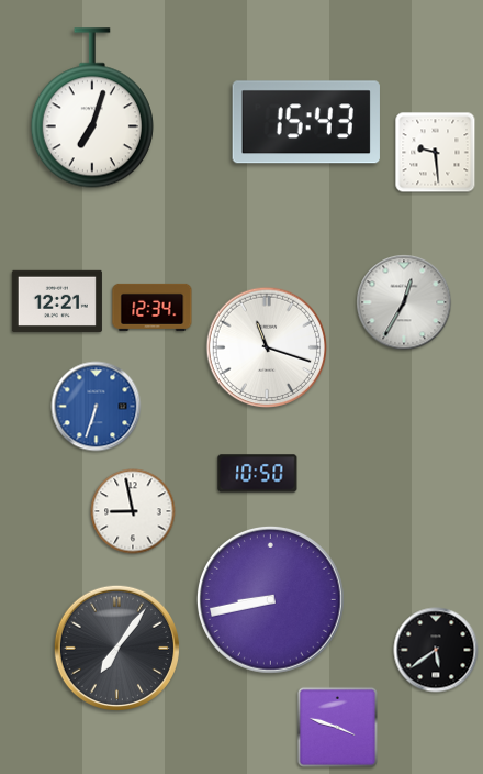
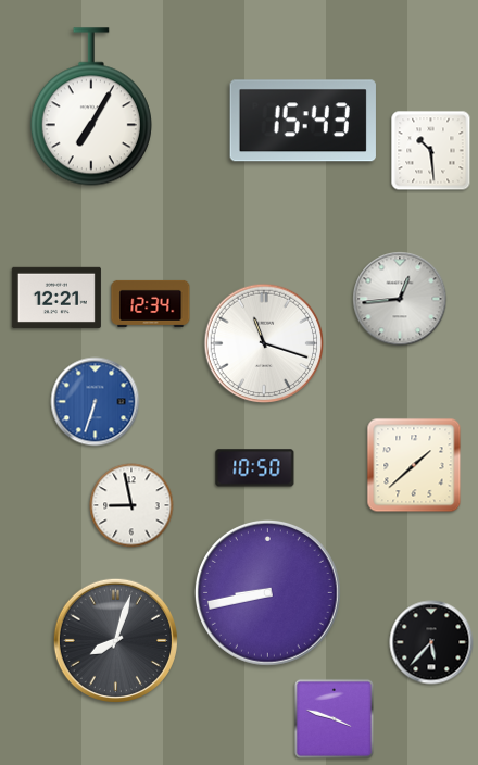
clock at (92, 108): 7:03 -> 7:05
clock at (436, 153): 9:29 -> 10:29
clock at (404, 302): 12:35 -> 12:44
clock at (414, 465): none -> 1:38
clock at (116, 648): 7:06 -> 8:03
clock at (436, 650): 5:39 -> 5:37
